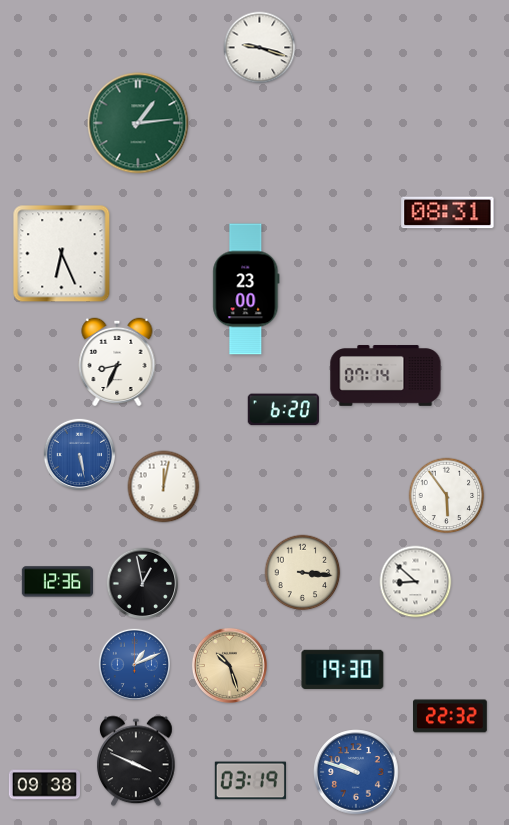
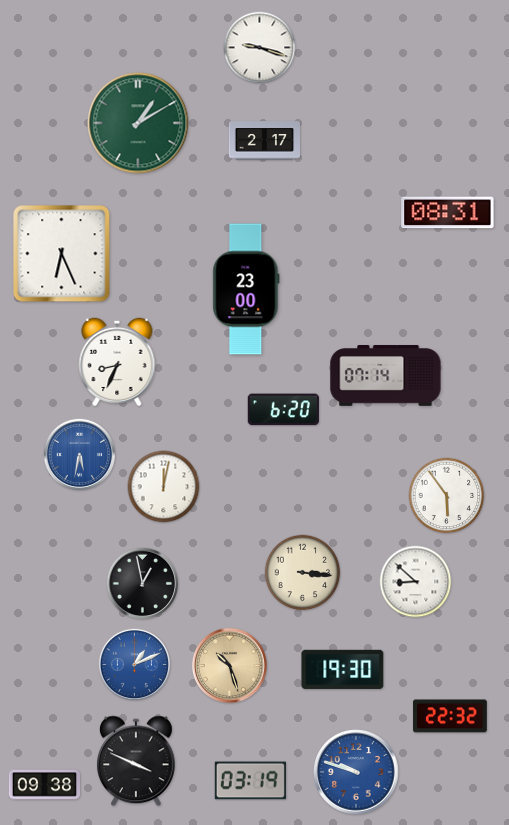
clock at (138, 123): 1:14 -> 1:10
clock at (264, 141): none -> 2:17
clock at (79, 454): 5:28 -> 5:32
clock at (57, 582): 12:36 -> none
